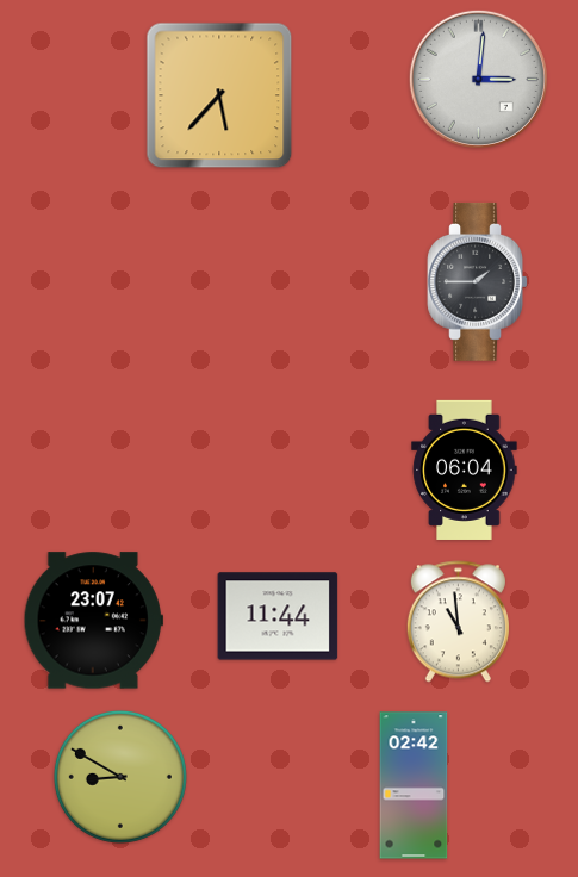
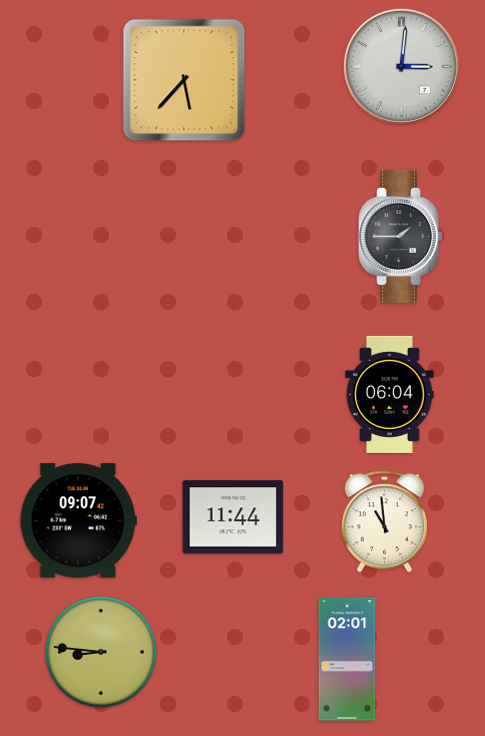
clock at (93, 621): 23:07 -> 09:07
clock at (120, 777): 8:50 -> 8:46
clock at (414, 785): 02:42 -> 02:01
